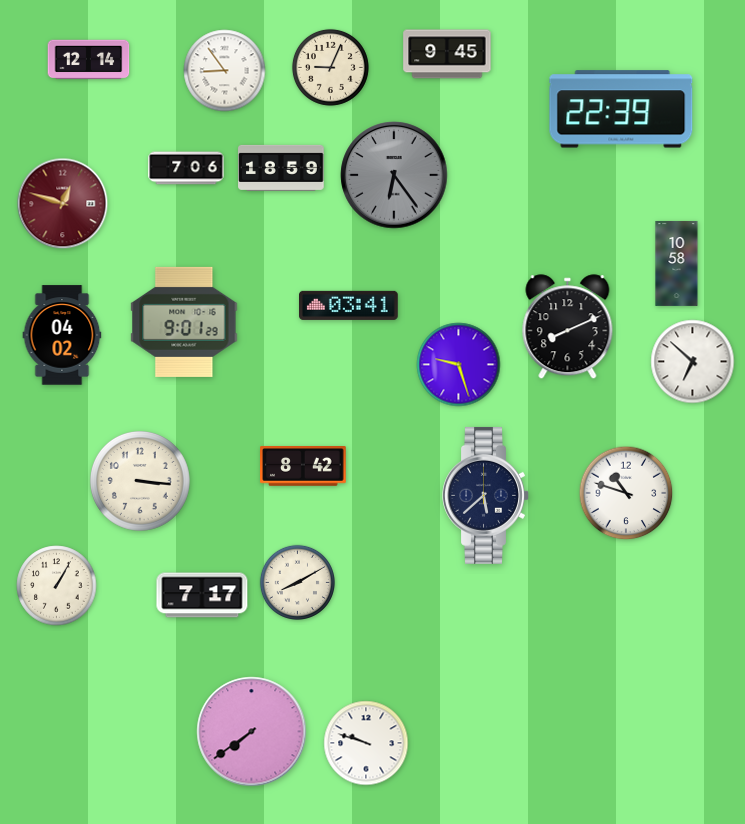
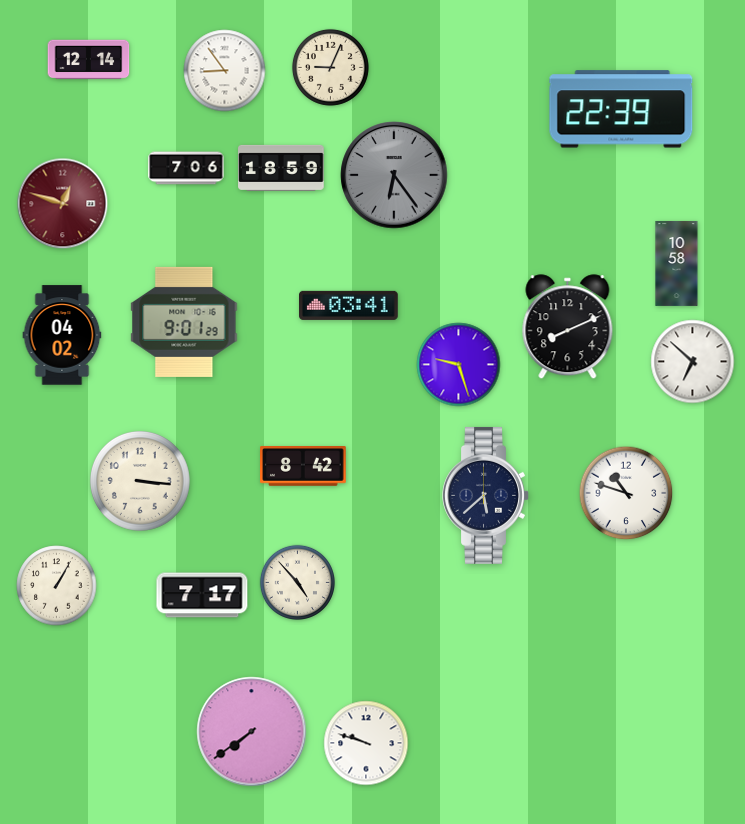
clock at (447, 54): 9:45 -> none
clock at (297, 582): 8:10 -> 4:53
